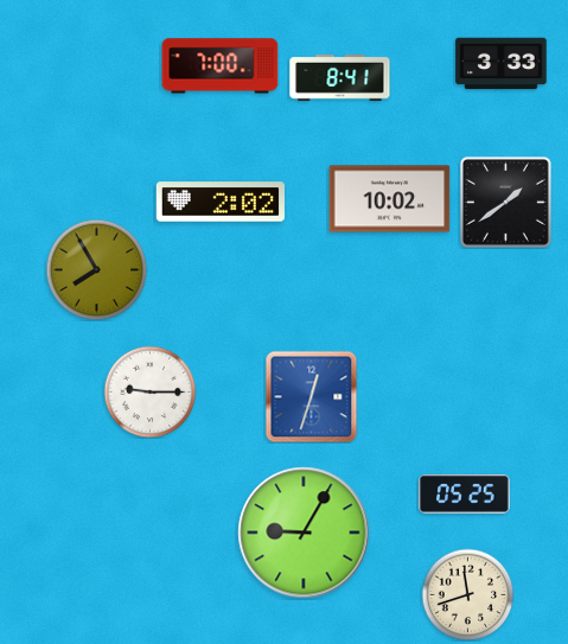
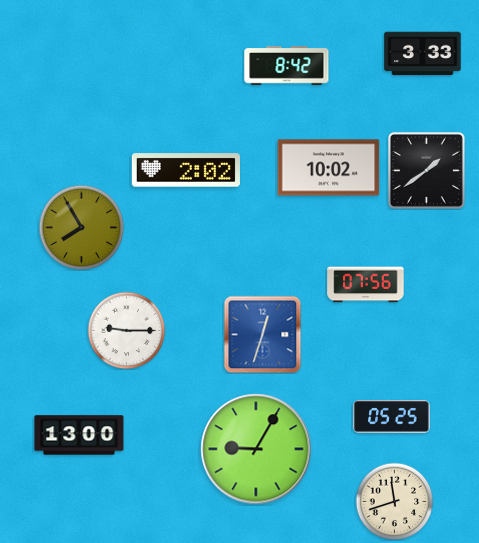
clock at (221, 66): 7:00 -> none
clock at (340, 78): 8:41 -> 8:42
clock at (366, 285): none -> 07:56
clock at (79, 435): none -> 13:00
